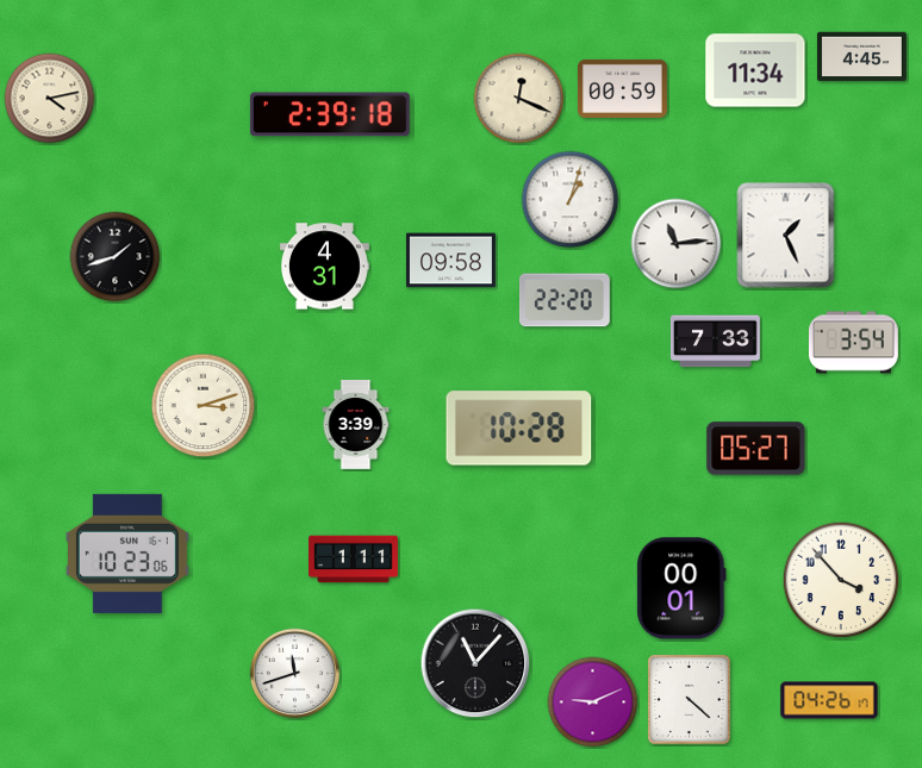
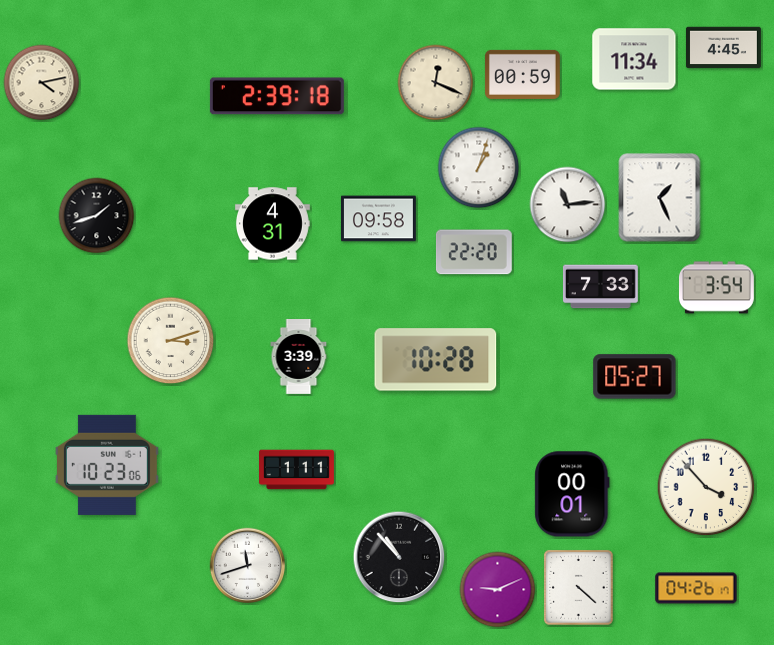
clock at (475, 663): 11:07 -> 10:53
